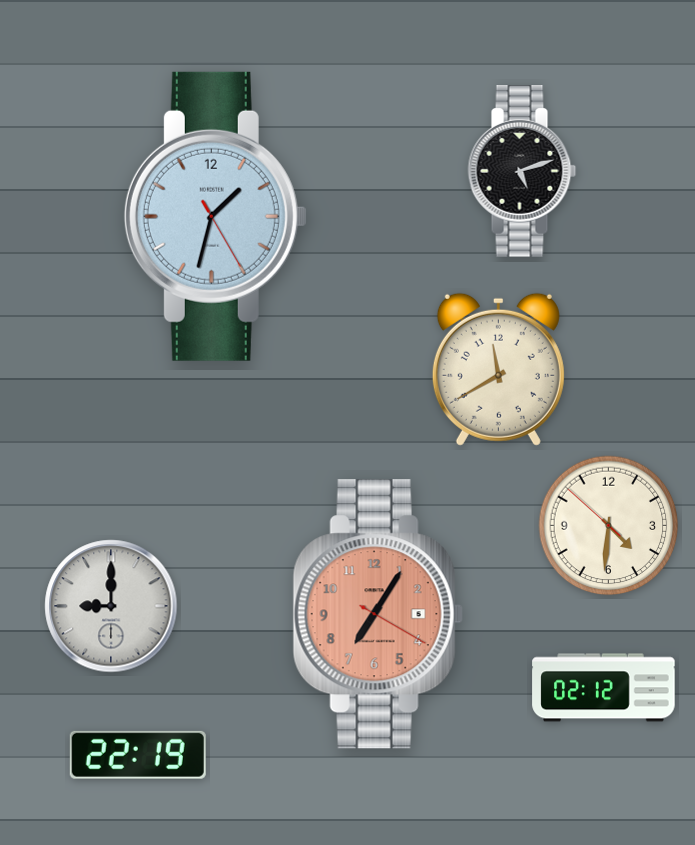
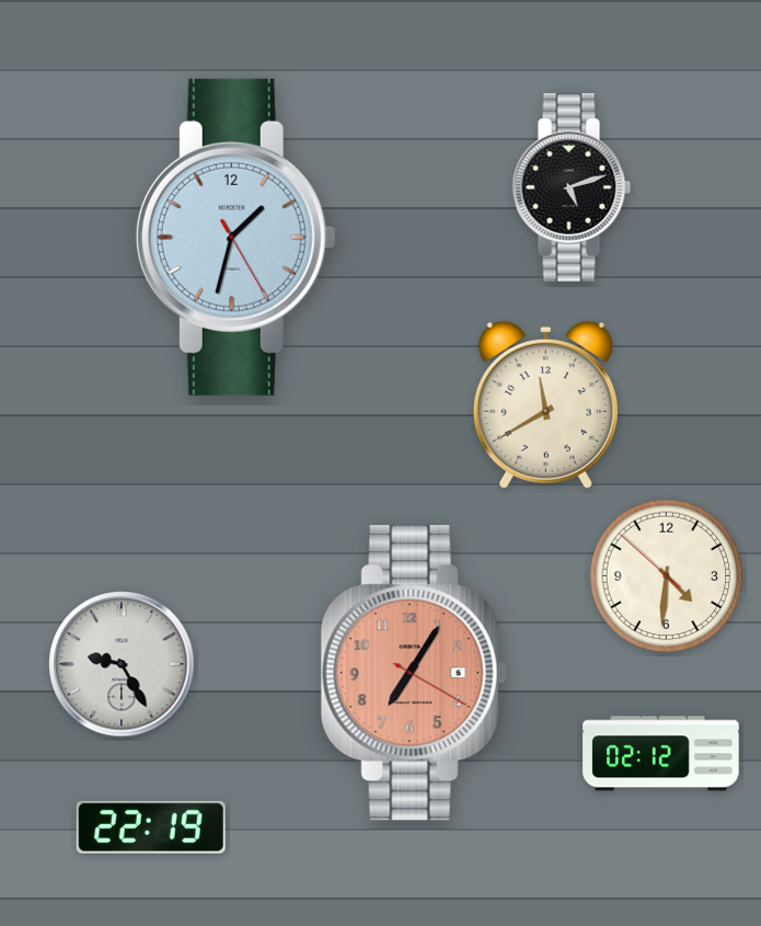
clock at (111, 606): 9:00 -> 9:25
